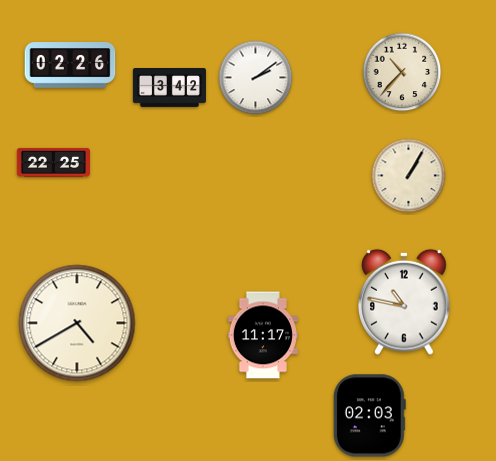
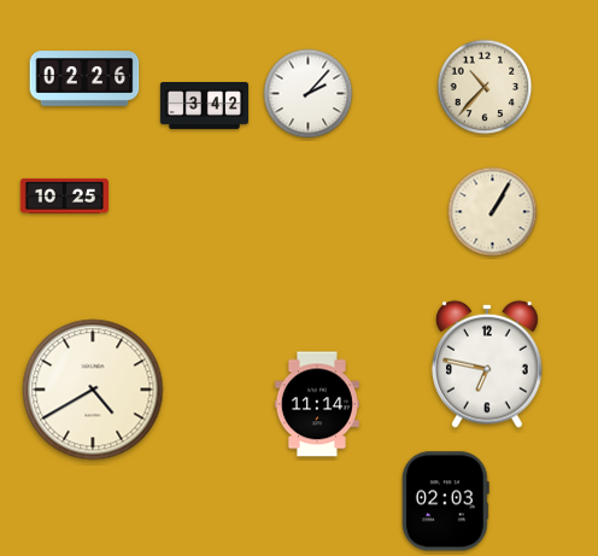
clock at (256, 78): 2:09 -> 2:07
clock at (53, 162): 22:25 -> 10:25
clock at (405, 302): 10:47 -> 6:47
clock at (263, 335): 11:17 -> 11:14
